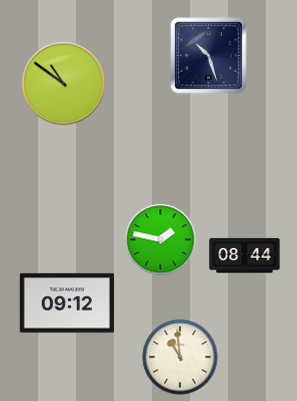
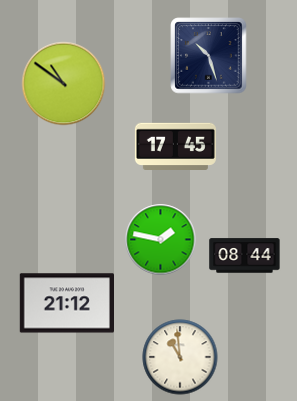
clock at (175, 147): none -> 17:45
clock at (66, 303): 09:12 -> 21:12
